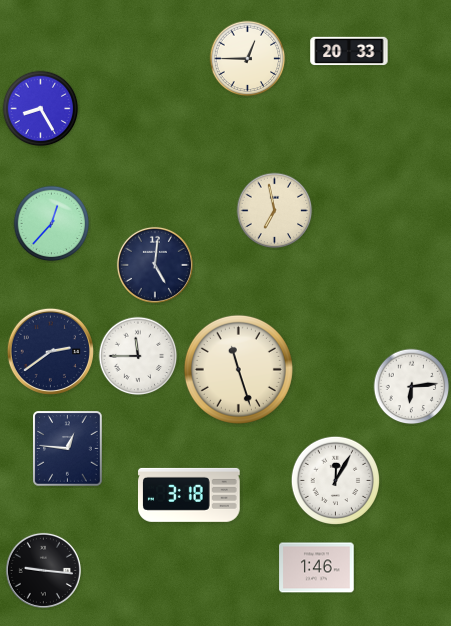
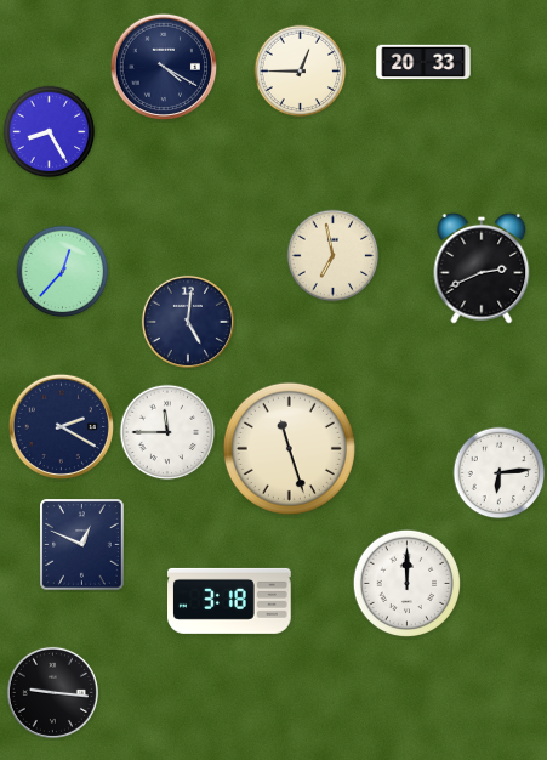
clock at (163, 66): none -> 4:20
clock at (482, 268): none -> 2:41
clock at (50, 351): 2:39 -> 2:20
clock at (412, 387) position: (412, 387) -> (500, 473)
clock at (68, 449): 12:46 -> 12:49
clock at (335, 480): 12:05 -> 12:00
clock at (317, 568): 1:46 -> none
